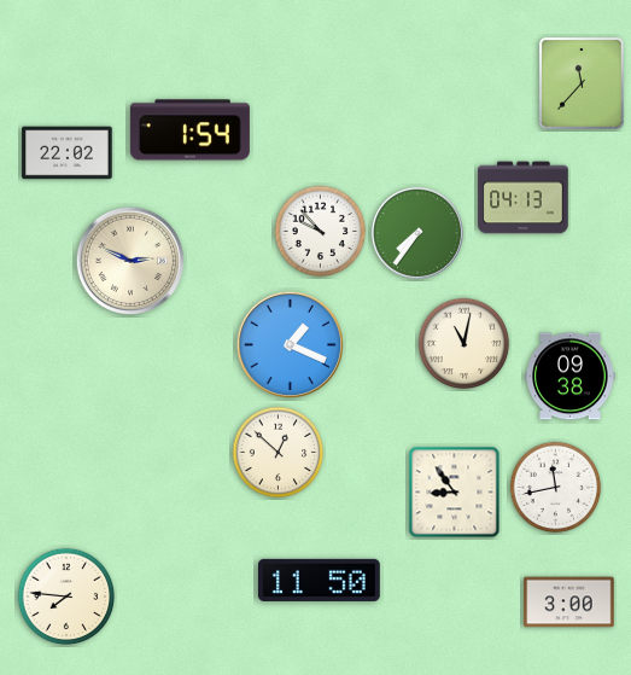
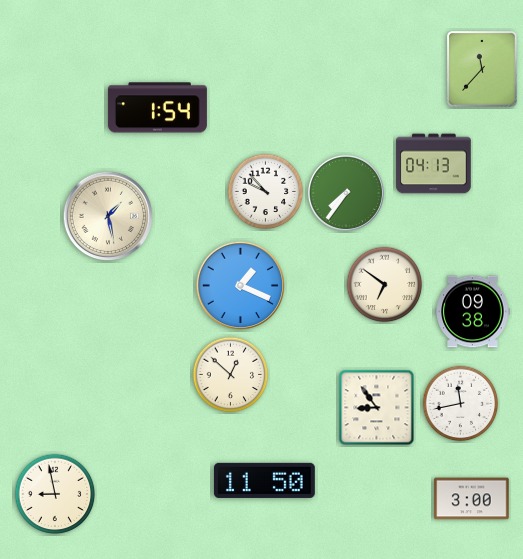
clock at (68, 153): 22:02 -> none
clock at (129, 260): 2:49 -> 1:28
clock at (465, 344): 11:02 -> 6:51
clock at (66, 597): 7:46 -> 8:58
